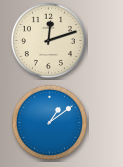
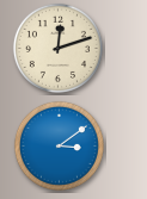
clock at (49, 122): 1:09 -> 3:09
